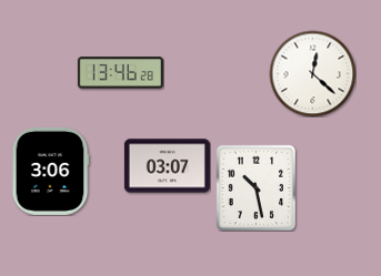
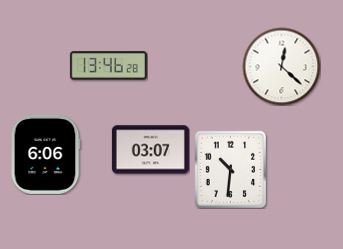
clock at (50, 171): 3:06 -> 6:06
clock at (255, 187): 10:28 -> 10:31
